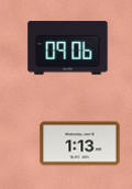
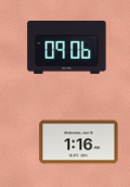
clock at (80, 144): 1:13 -> 1:16
